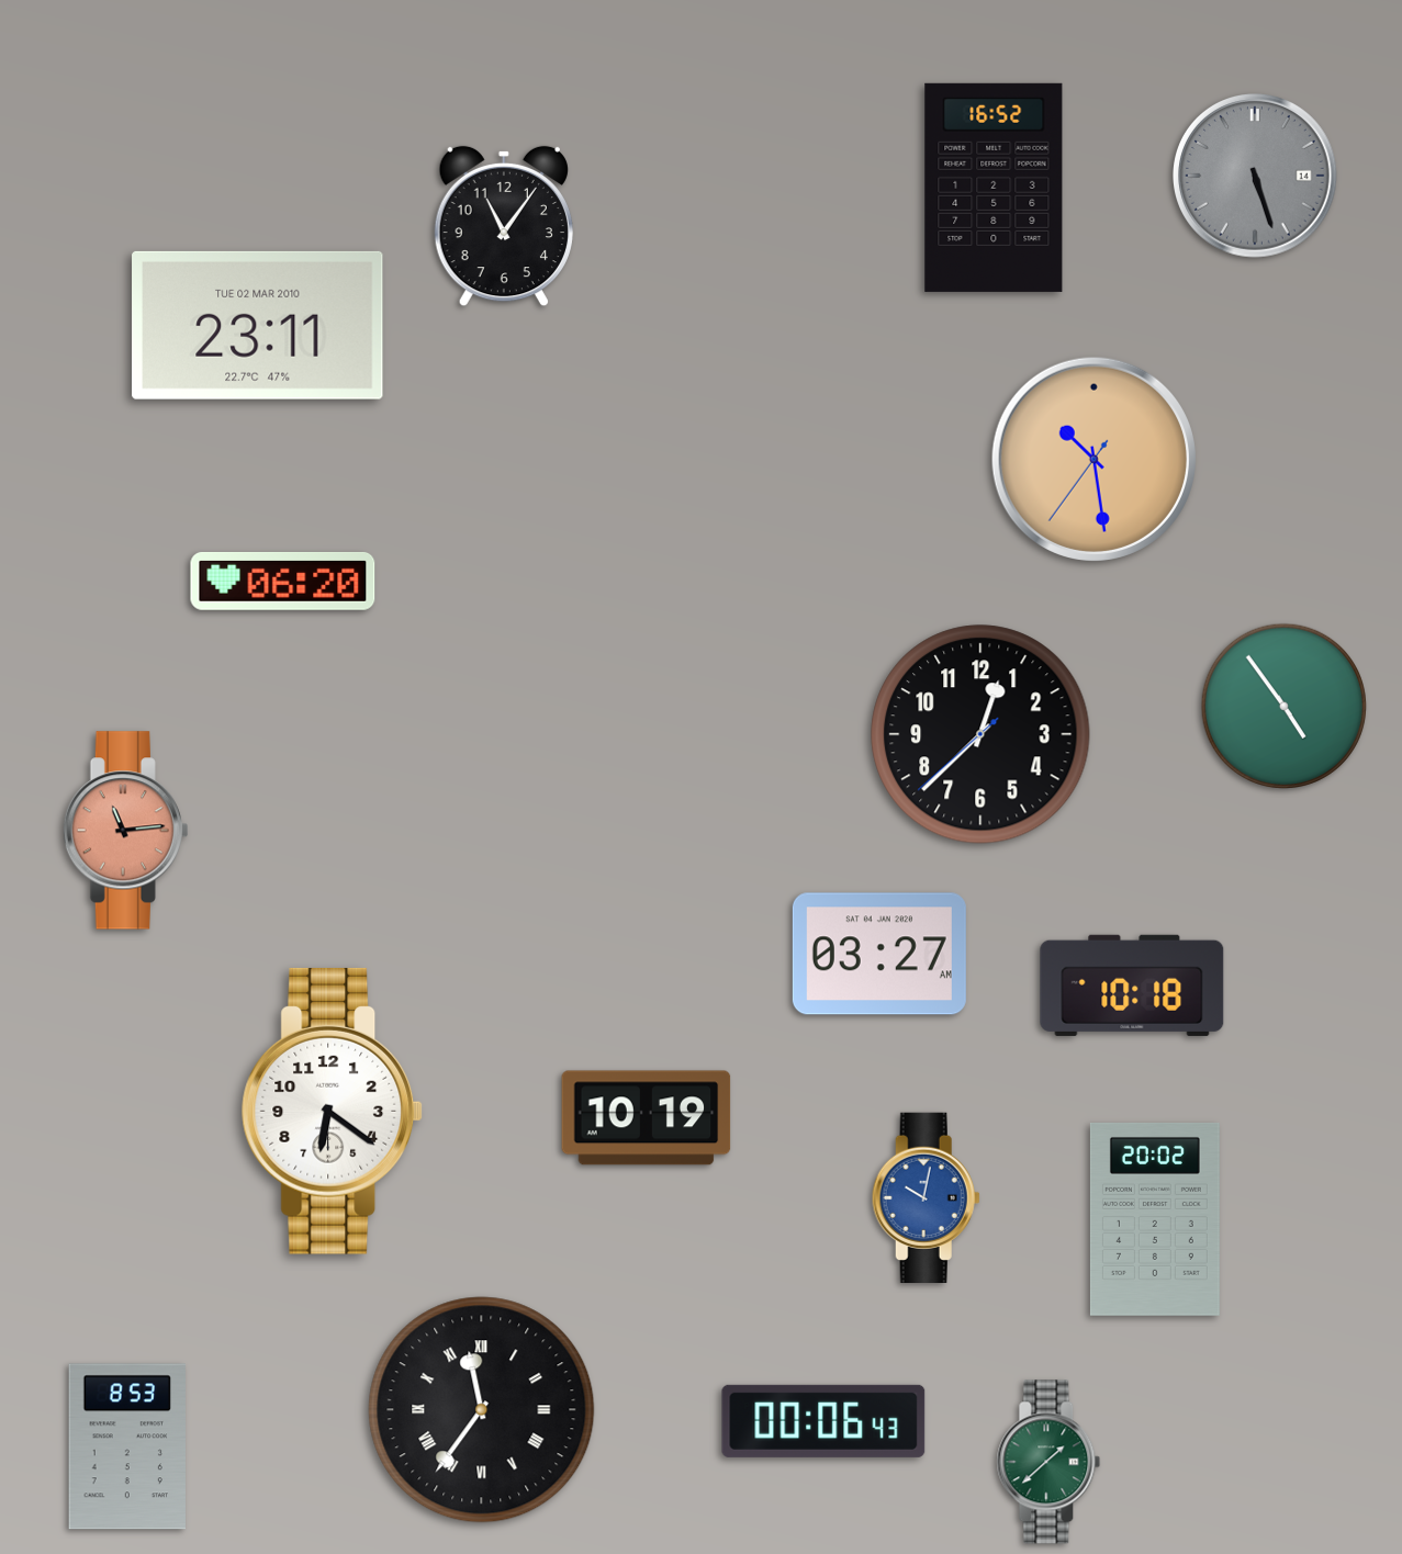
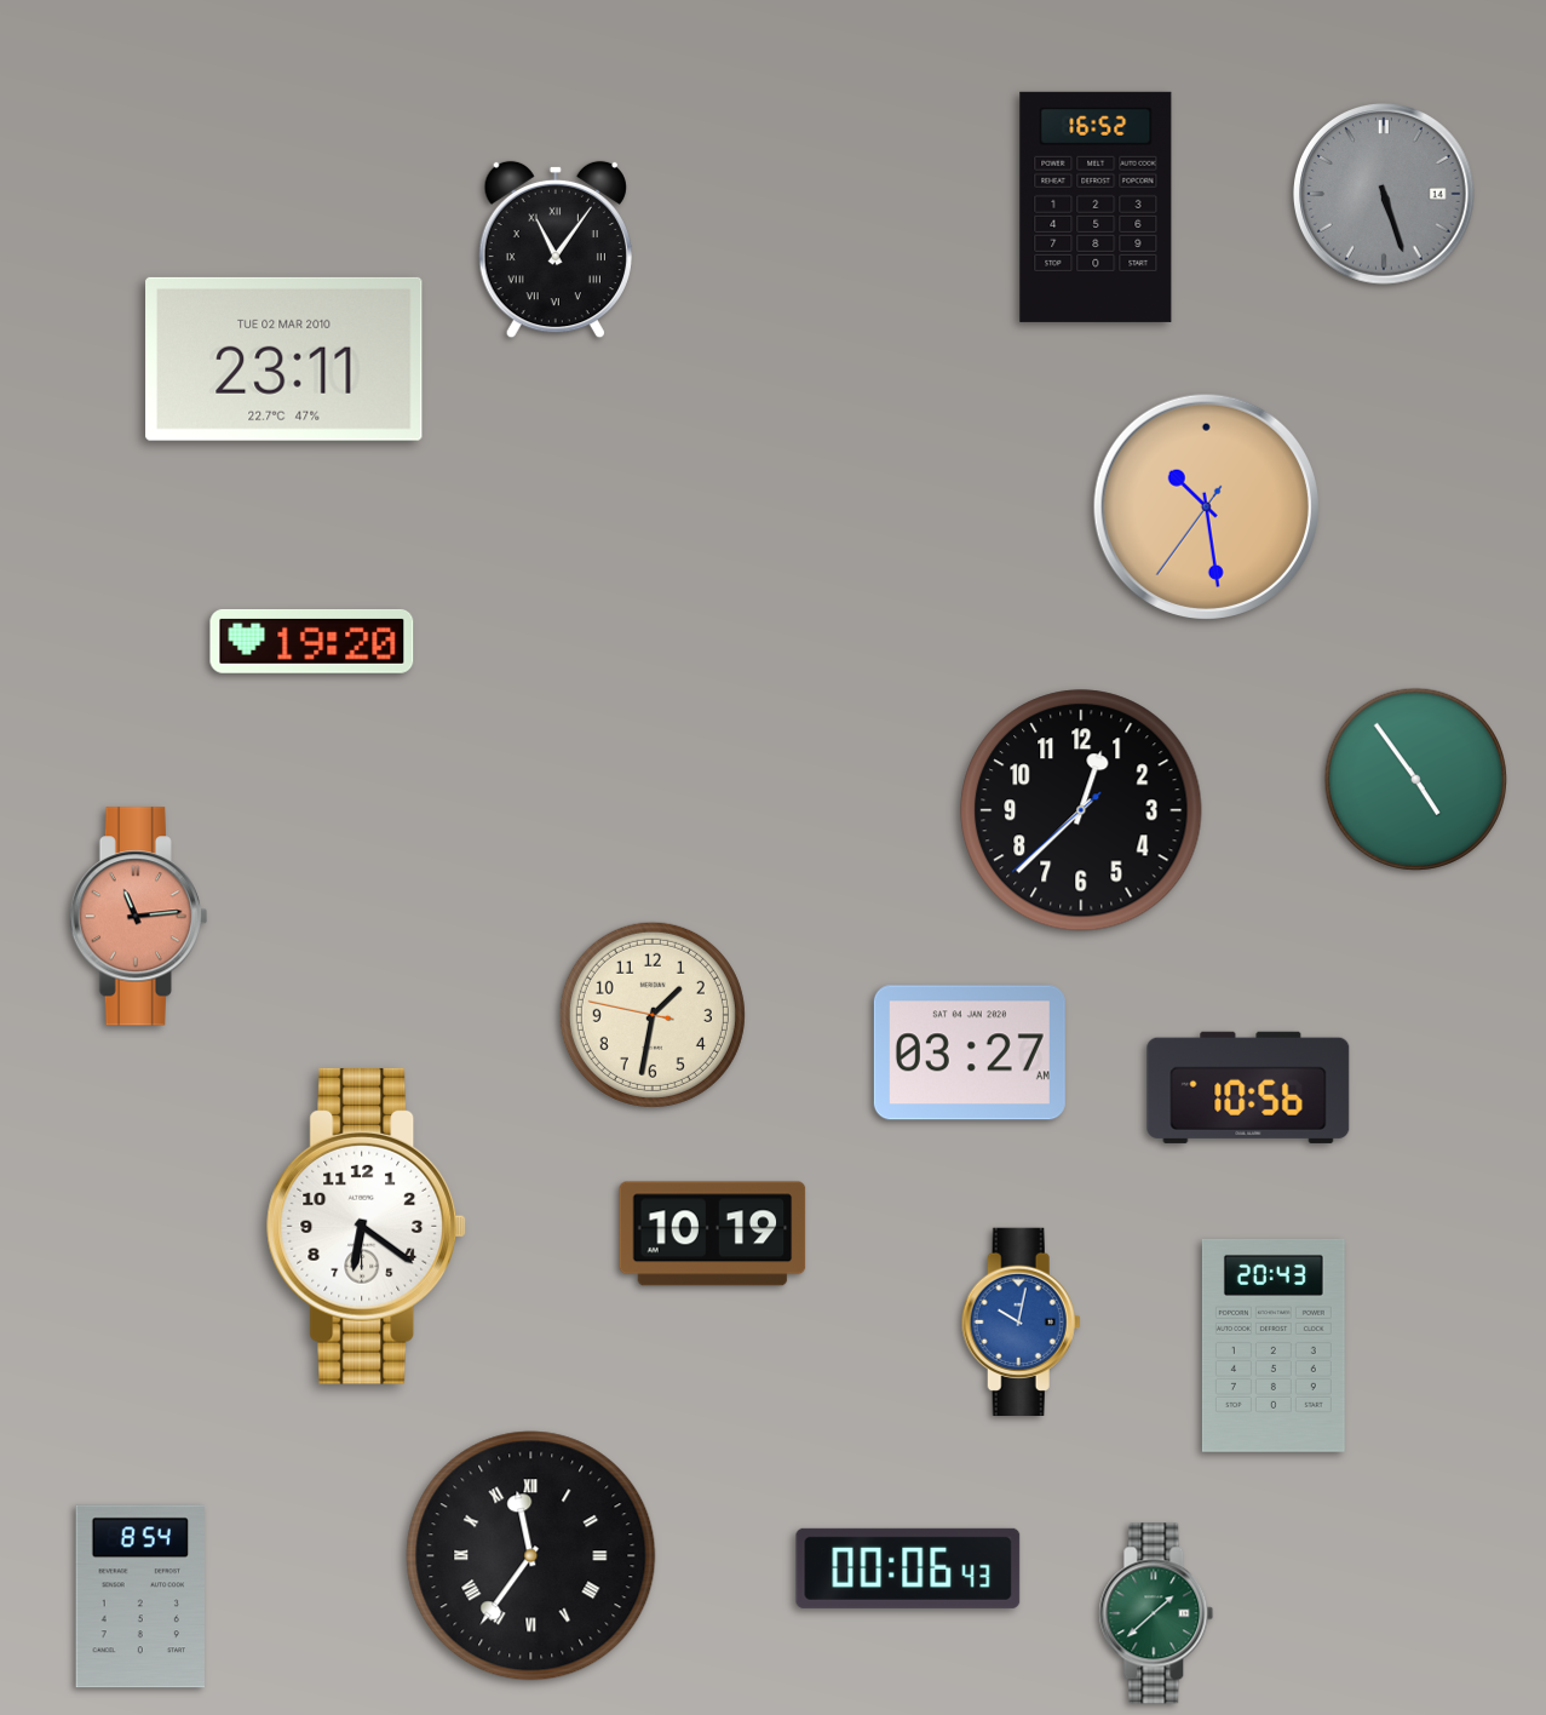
clock at (504, 226) numerals: Arabic -> Roman
clock at (283, 581): 06:20 -> 19:20
clock at (653, 1015): none -> 1:31
clock at (1132, 986): 10:18 -> 10:56
clock at (1155, 1219): 20:02 -> 20:43
clock at (126, 1446): 8:53 -> 8:54
